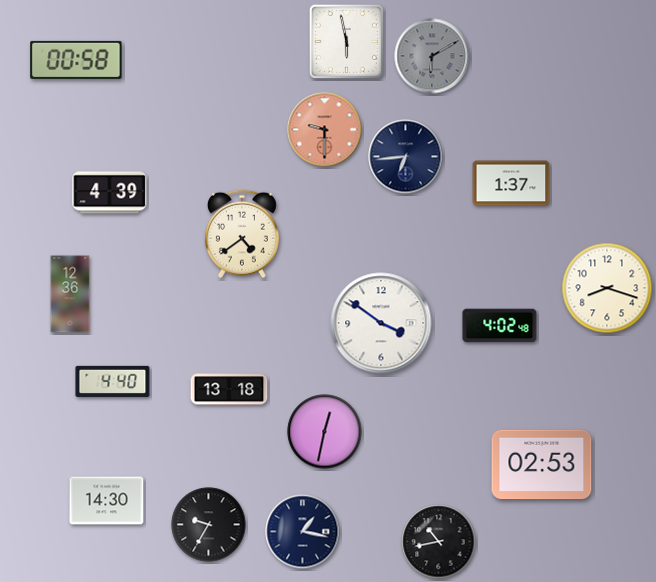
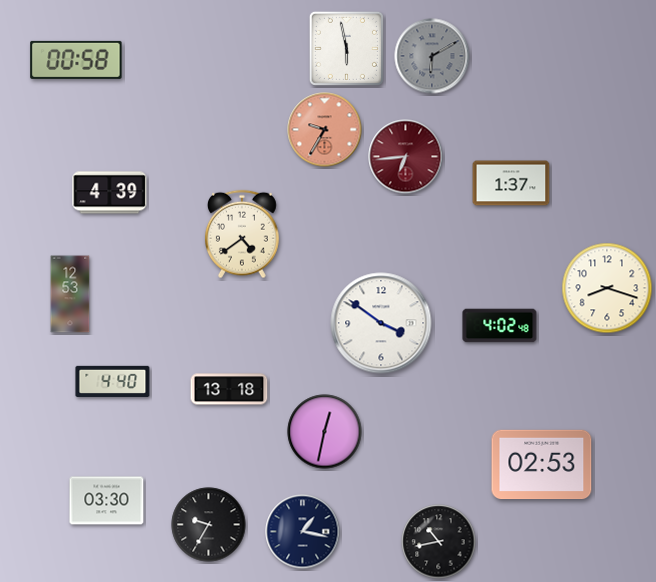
clock at (346, 41) position: (346, 41) -> (346, 48)
clock at (325, 130): 9:30 -> 9:35
clock at (406, 157) dial: navy -> burgundy
clock at (70, 294): 12:36 -> 12:53
clock at (107, 501): 14:30 -> 03:30
